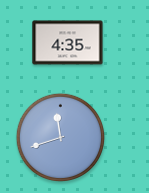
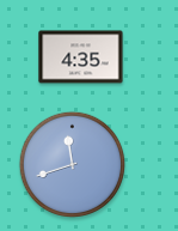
clock at (68, 43) position: (68, 43) -> (81, 57)
